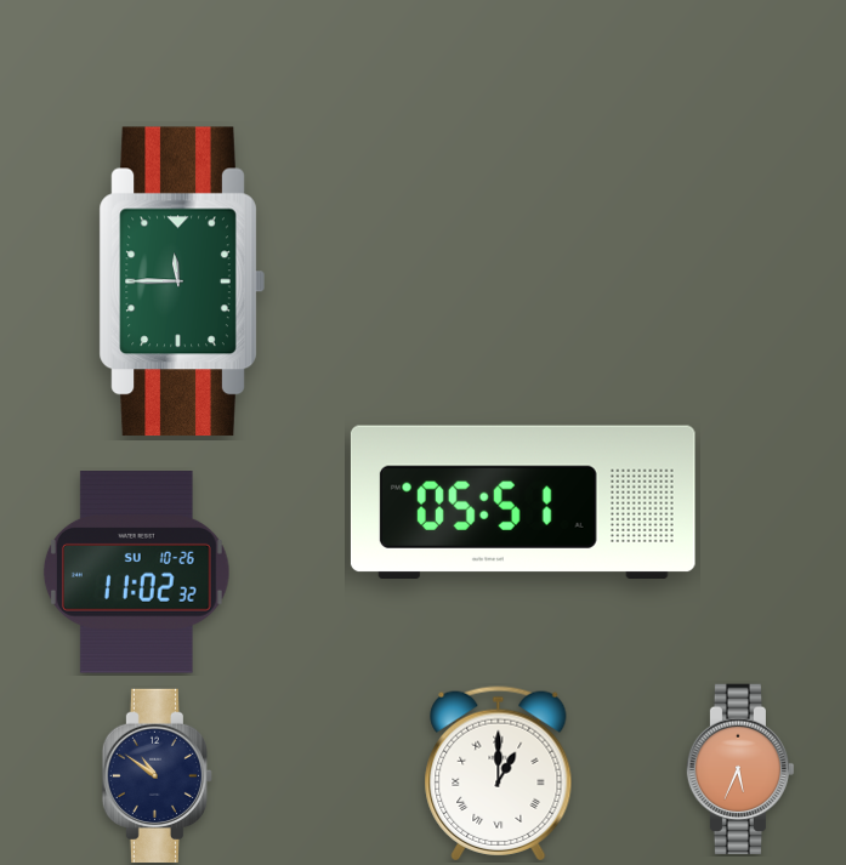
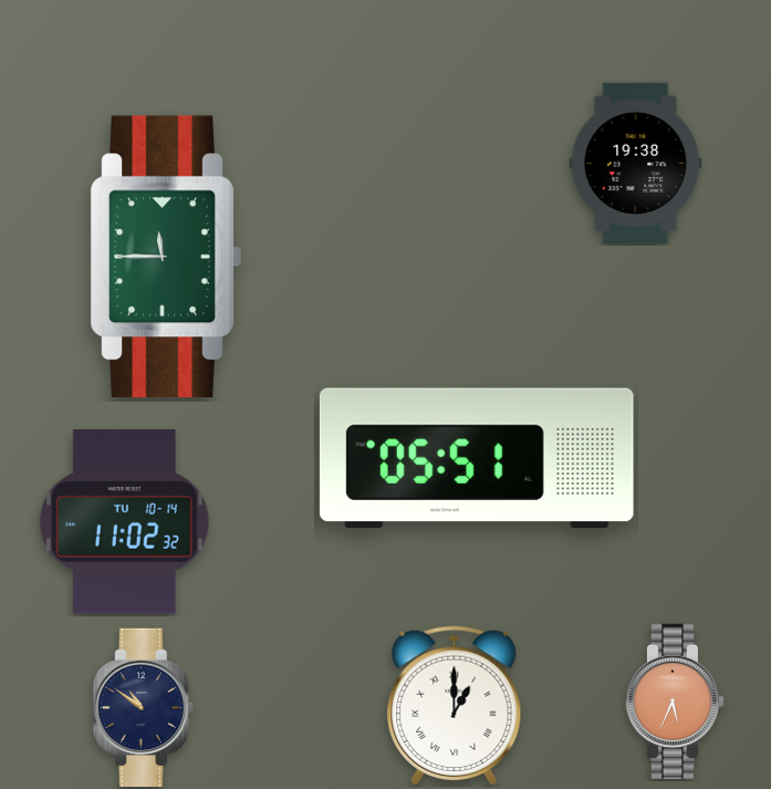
clock at (636, 163): none -> 19:38
clock at (136, 573) date: SU 10-26 -> TU 10-14
